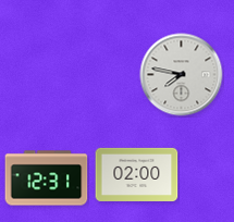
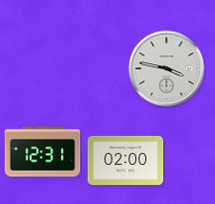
clock at (182, 75): 7:47 -> 3:47
clock at (47, 178) position: (47, 178) -> (43, 152)
